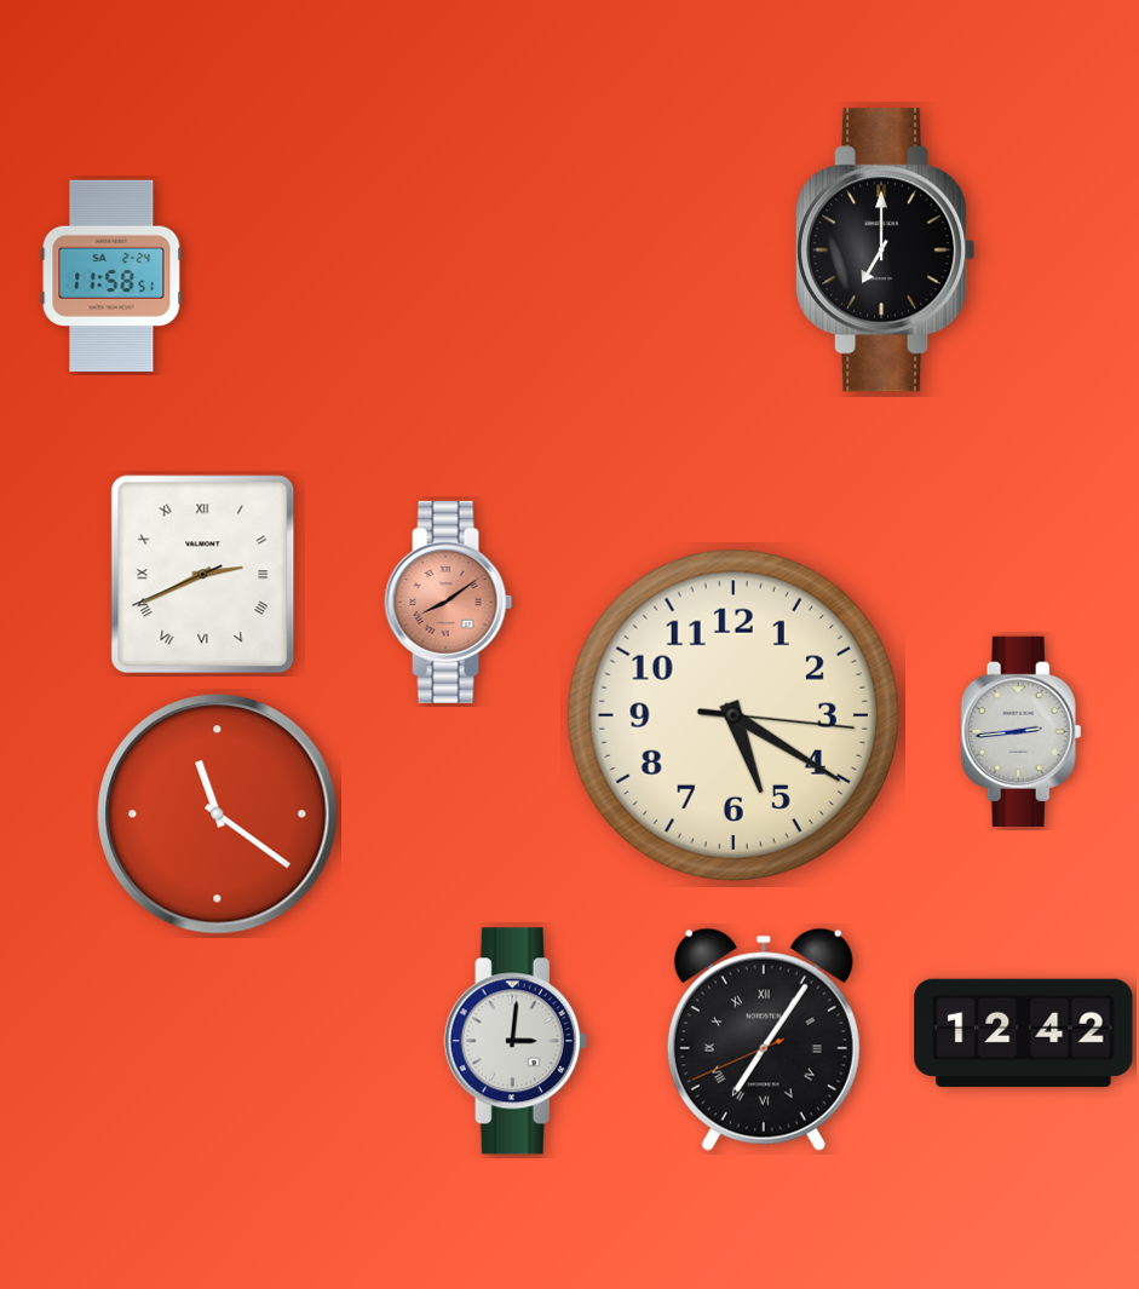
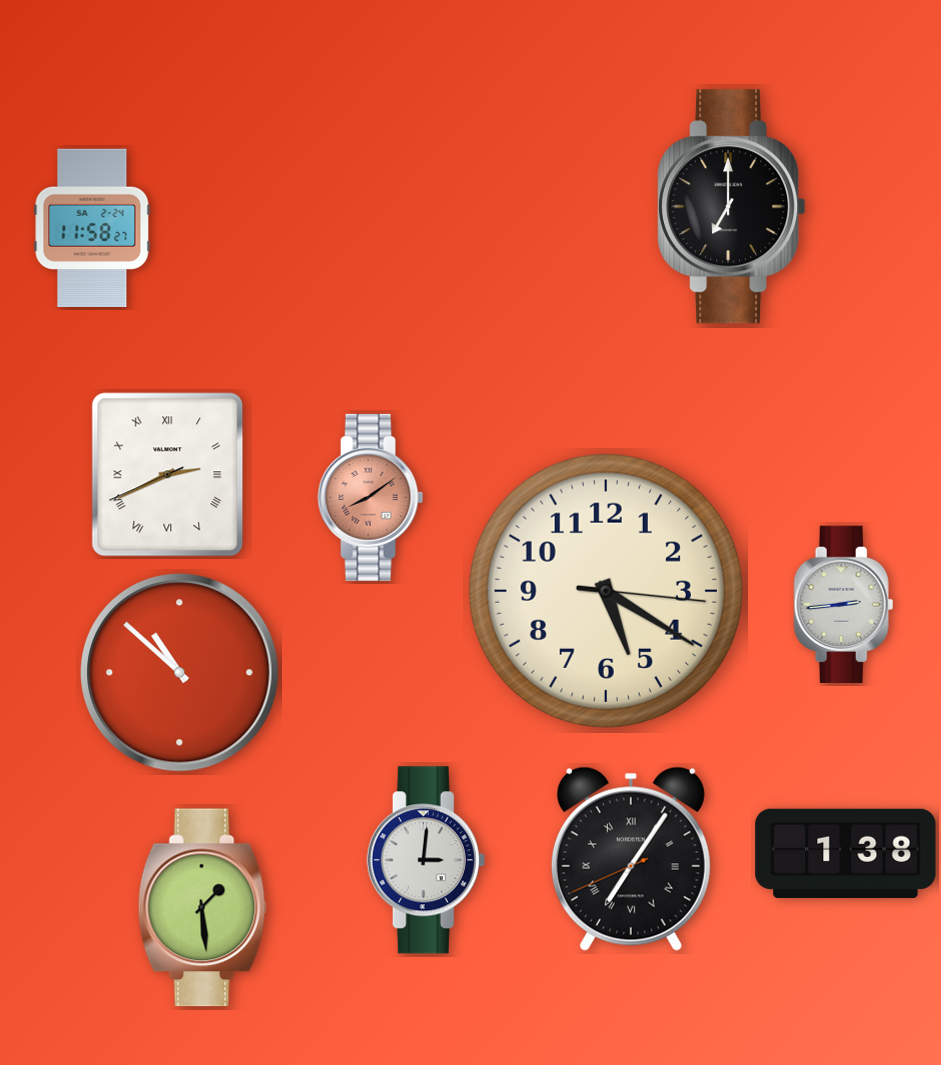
clock at (111, 275): 11:58:51 -> 11:58:27
clock at (218, 815): 11:21 -> 10:52
clock at (1024, 1032): 12:42 -> 1:38
clock at (202, 908): none -> 1:29
